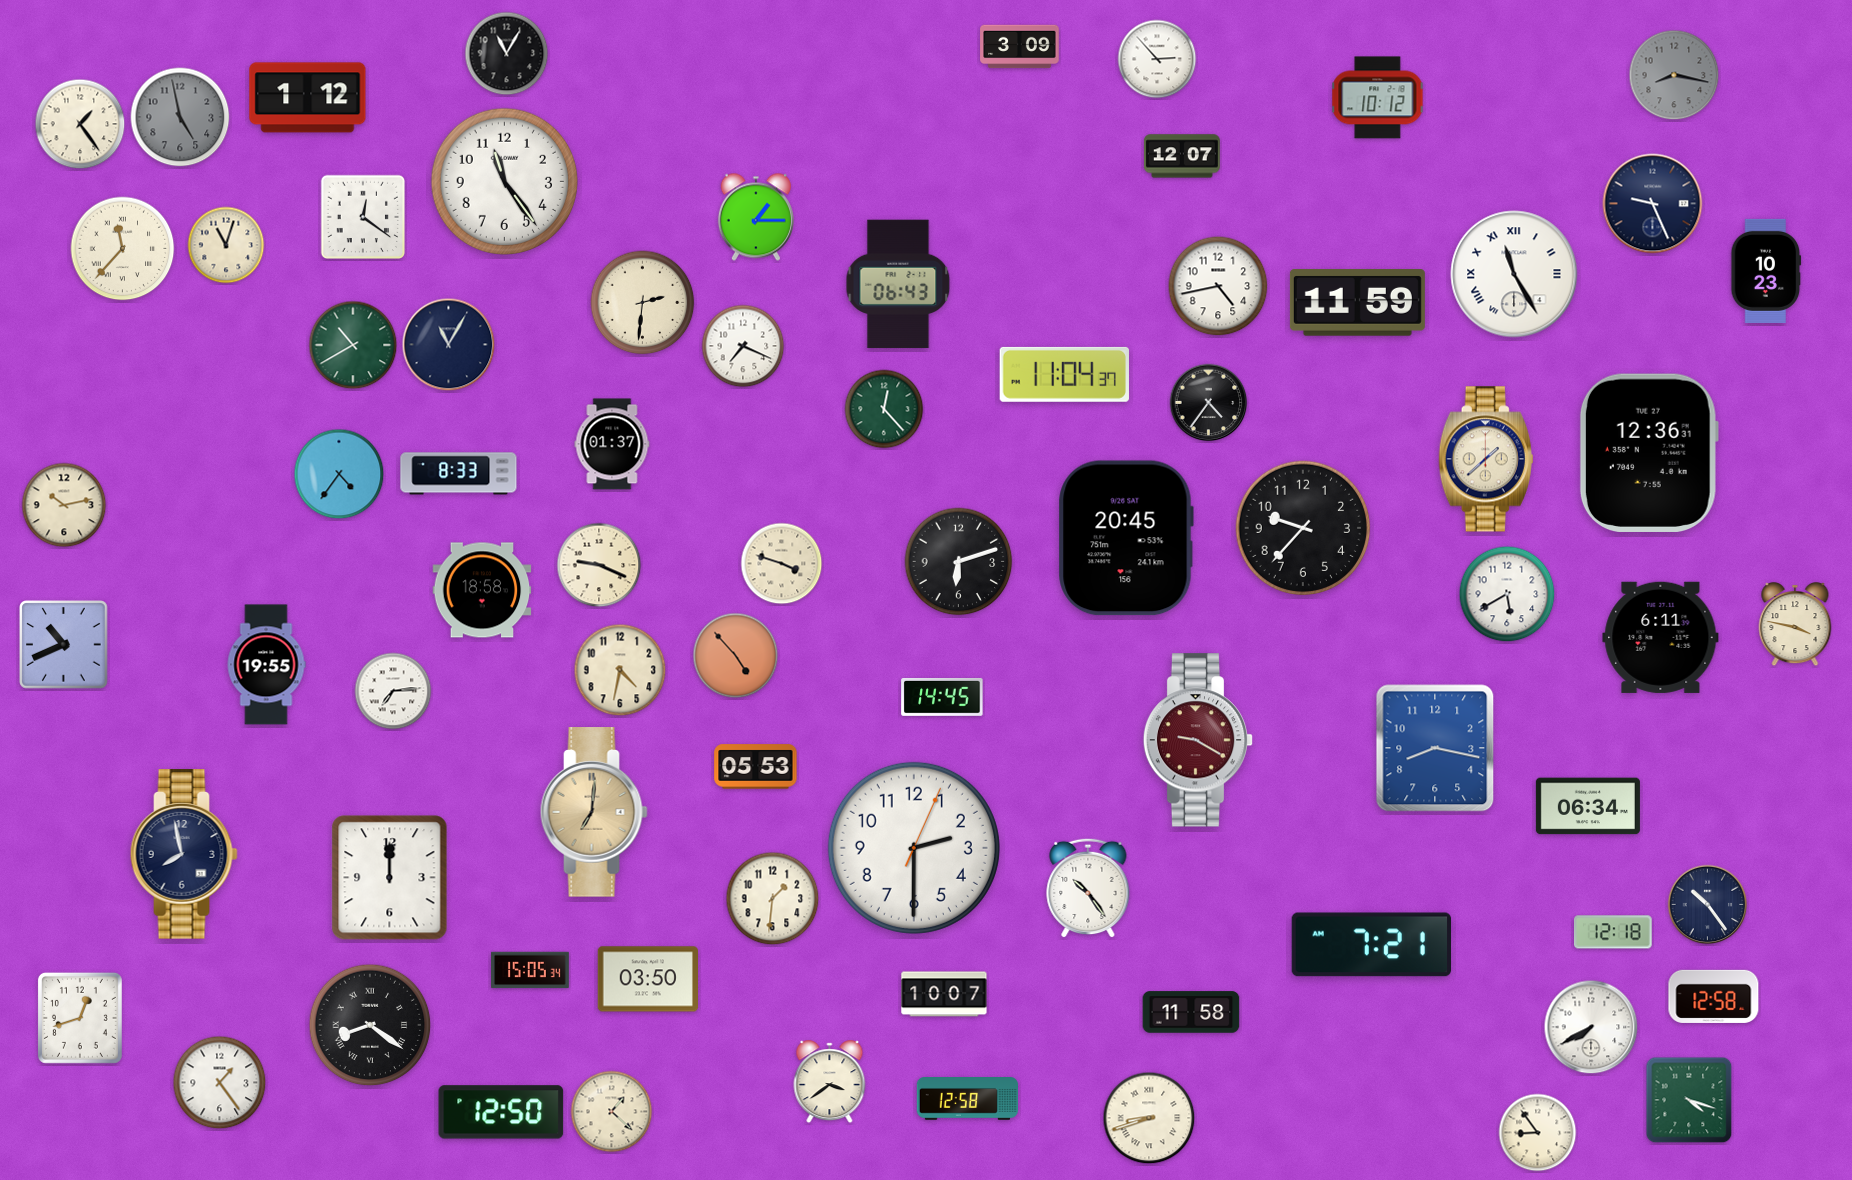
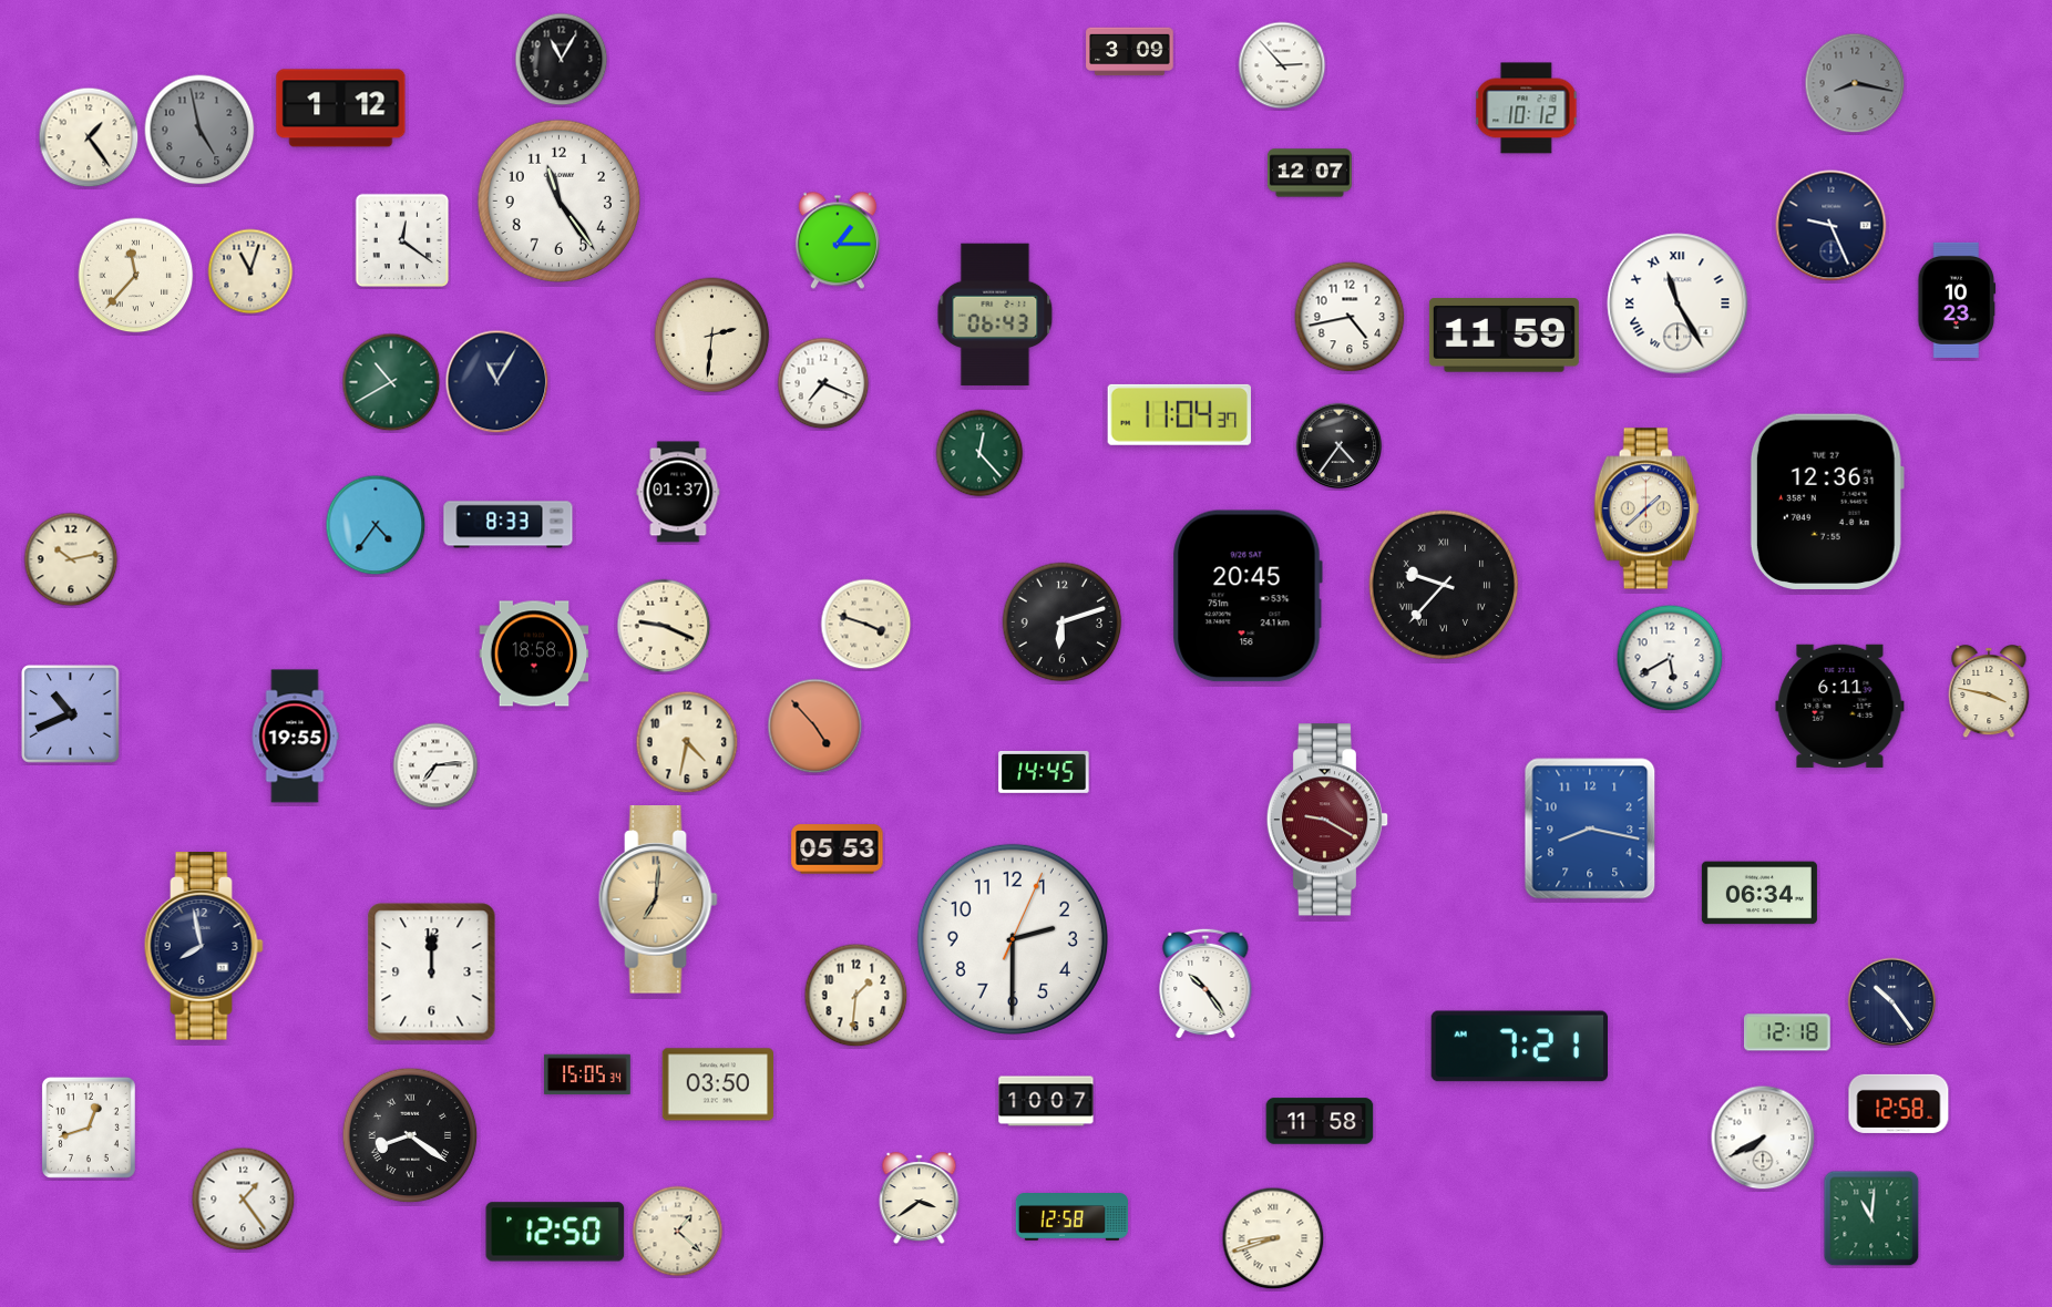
clock at (1303, 528) numerals: Arabic -> Roman
clock at (1689, 1100): 4:18 -> 11:01
clock at (1538, 1133): 8:54 -> none
